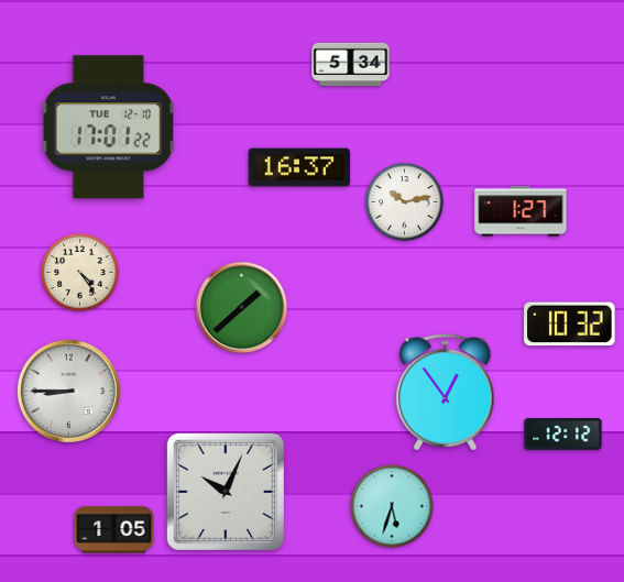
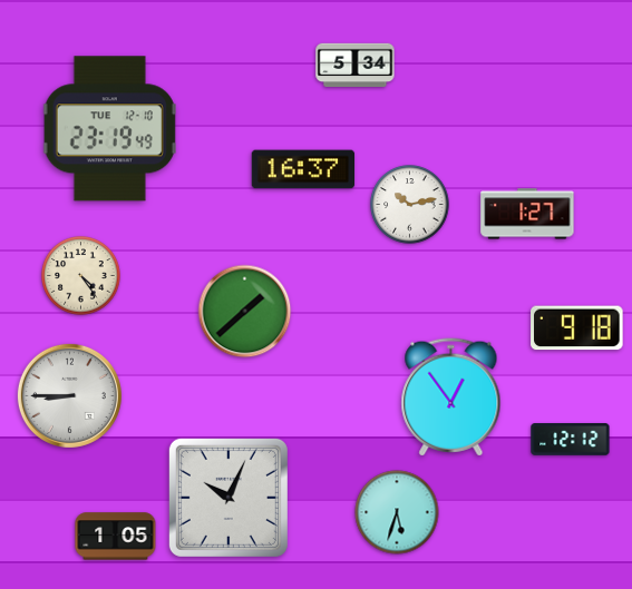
clock at (108, 128): 17:01 -> 23:19
clock at (570, 325): 10:32 -> 9:18
